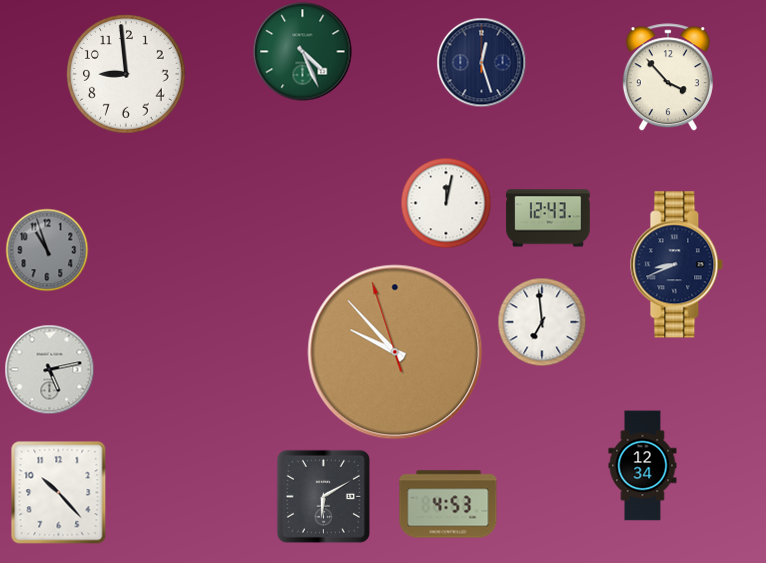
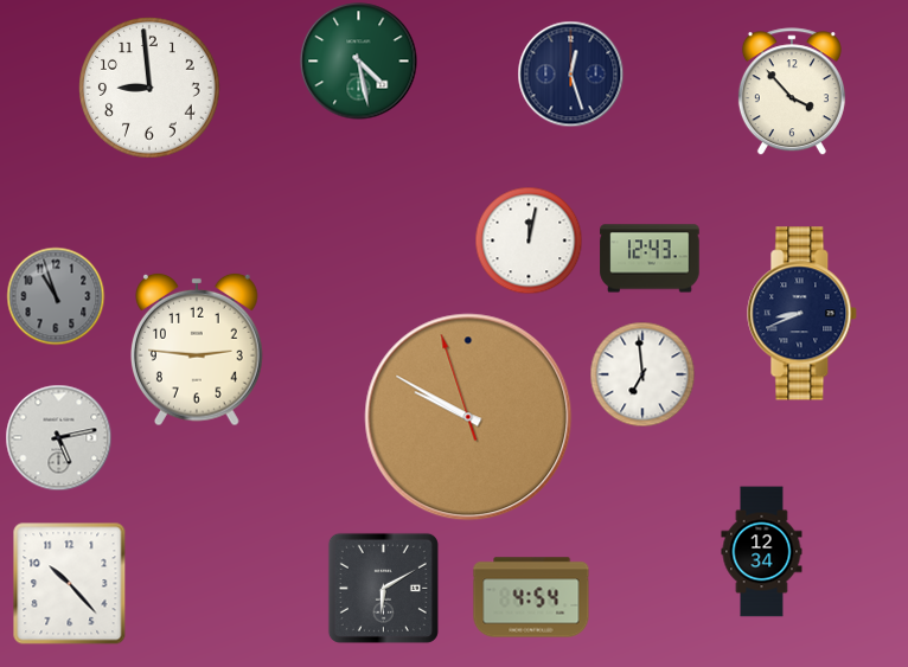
clock at (303, 52): 4:26 -> 4:28
clock at (198, 349): none -> 2:46
clock at (542, 322) position: (542, 322) -> (642, 374)
clock at (395, 352): 9:52 -> 9:49
clock at (448, 504): 4:53 -> 4:54
